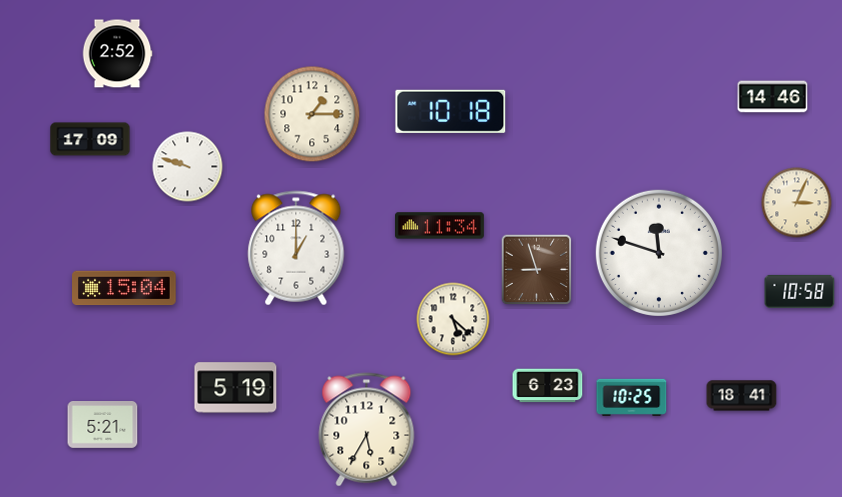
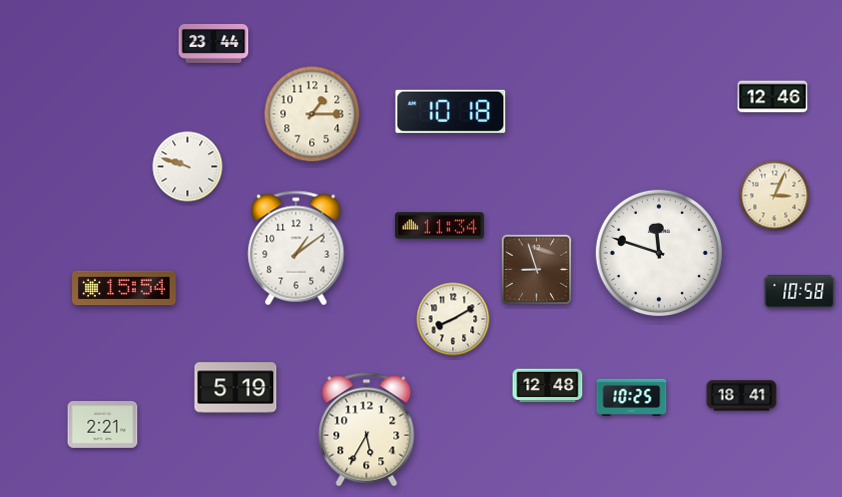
clock at (214, 44): none -> 23:44
clock at (117, 54): 2:52 -> none
clock at (773, 97): 14:46 -> 12:46
clock at (90, 139): 17:09 -> none
clock at (797, 203) position: (797, 203) -> (775, 196)
clock at (296, 248): 1:00 -> 1:09
clock at (124, 288): 15:04 -> 15:54
clock at (453, 319): 5:22 -> 8:10
clock at (548, 386): 6:23 -> 12:48
clock at (103, 425): 5:21 -> 2:21
